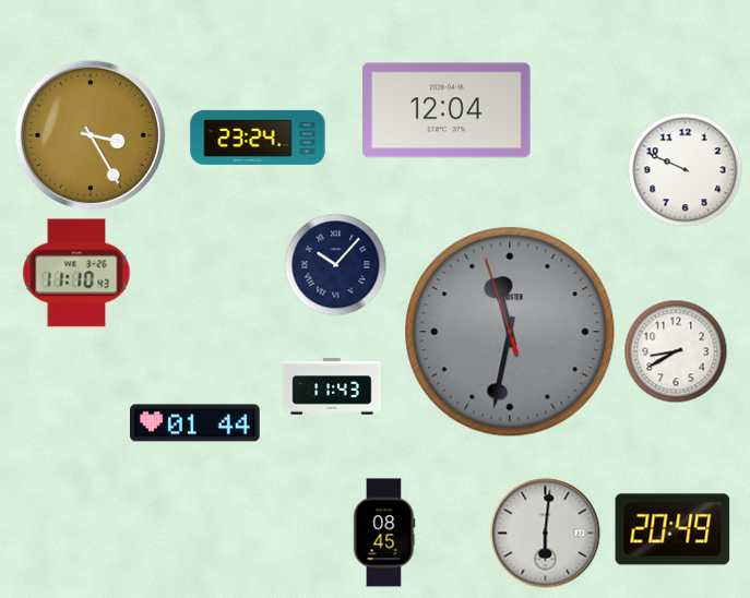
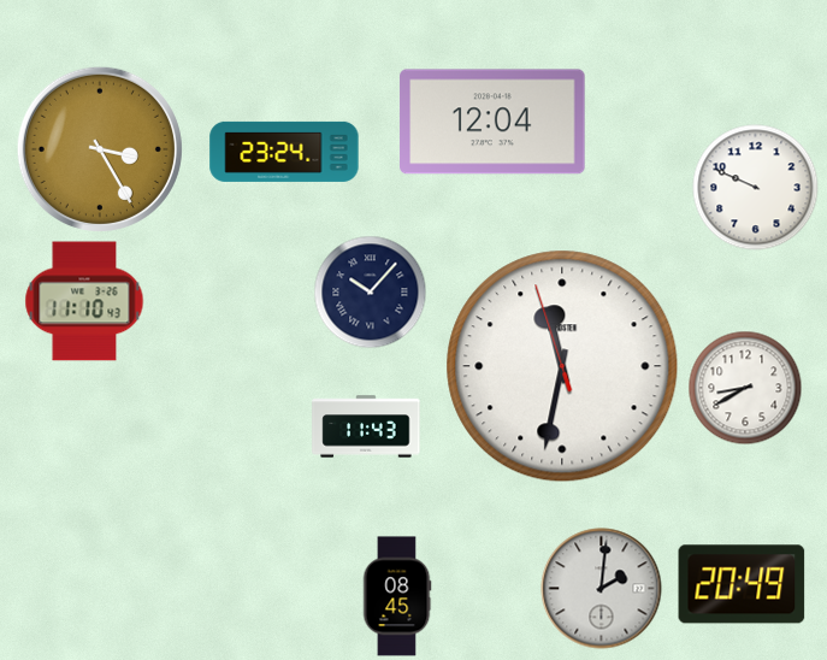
clock at (510, 332) dial: grey -> white
clock at (195, 423): 01:44 -> none
clock at (384, 533) position: (384, 533) -> (397, 596)
clock at (546, 534): 6:01 -> 2:01
